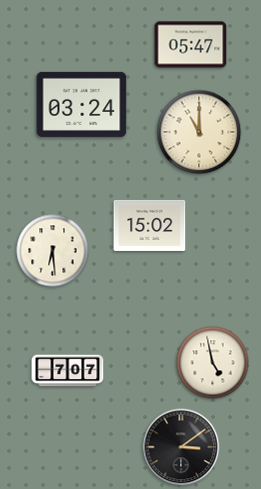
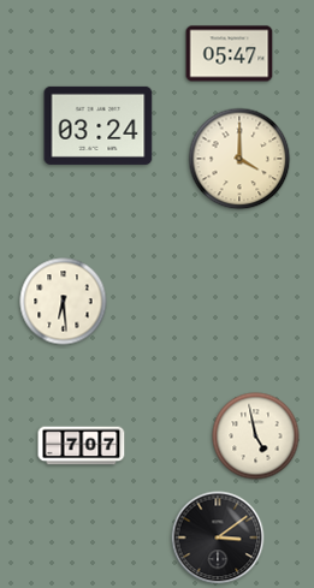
clock at (199, 132): 11:00 -> 4:00
clock at (150, 225): 15:02 -> none
